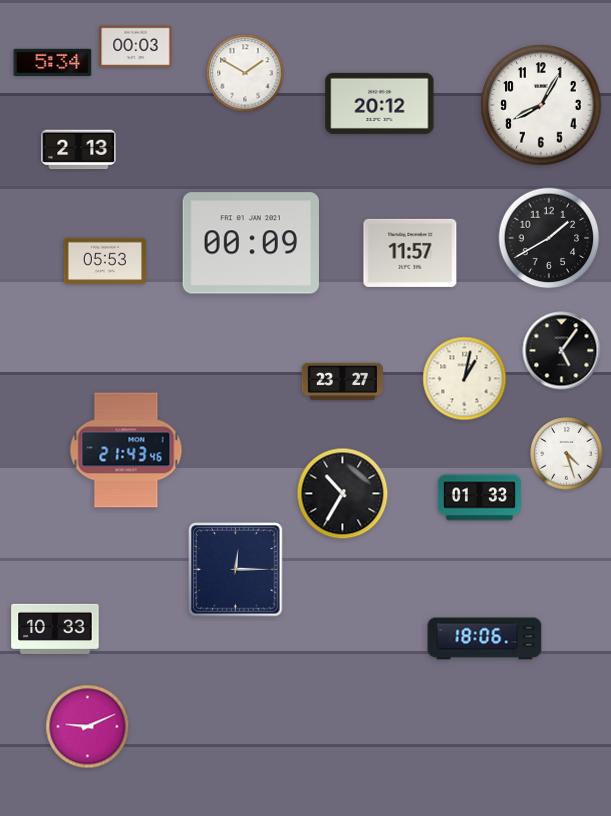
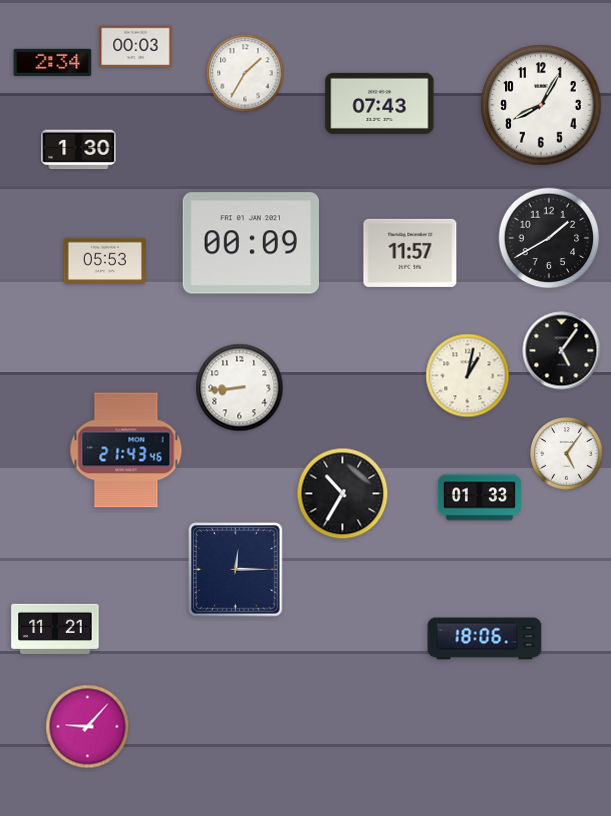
clock at (53, 62): 5:34 -> 2:34
clock at (245, 73): 1:50 -> 1:35
clock at (380, 103): 20:12 -> 07:43
clock at (79, 150): 2:13 -> 1:30
clock at (465, 379) position: (465, 379) -> (468, 376)
clock at (343, 382): 23:27 -> none
clock at (240, 388): none -> 8:44
clock at (567, 454): 4:27 -> 5:06
clock at (55, 629): 10:33 -> 11:21
clock at (88, 727): 9:11 -> 9:07
